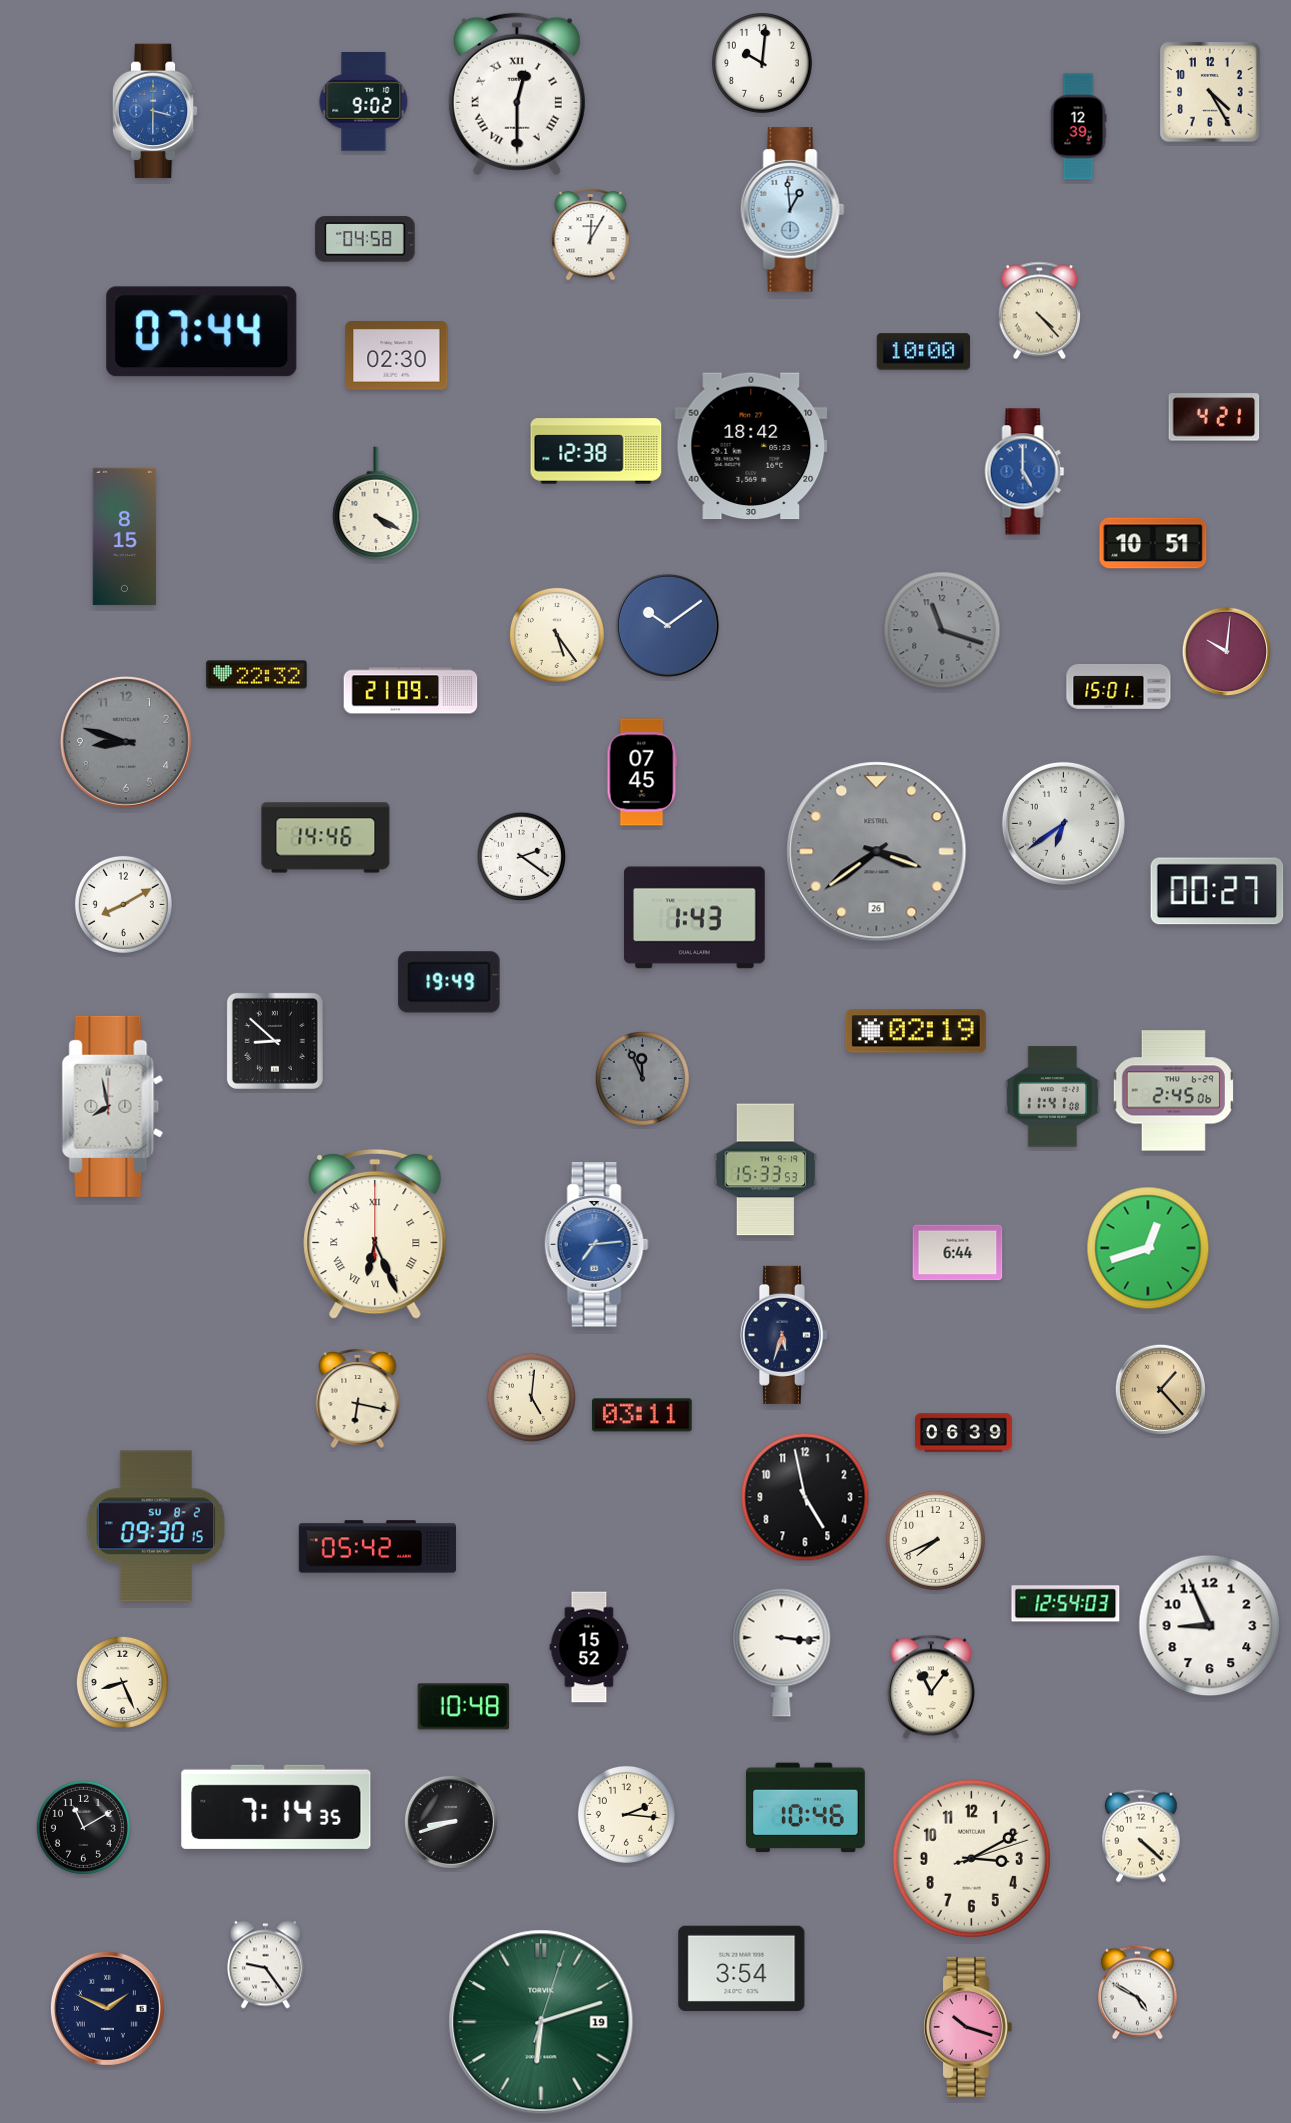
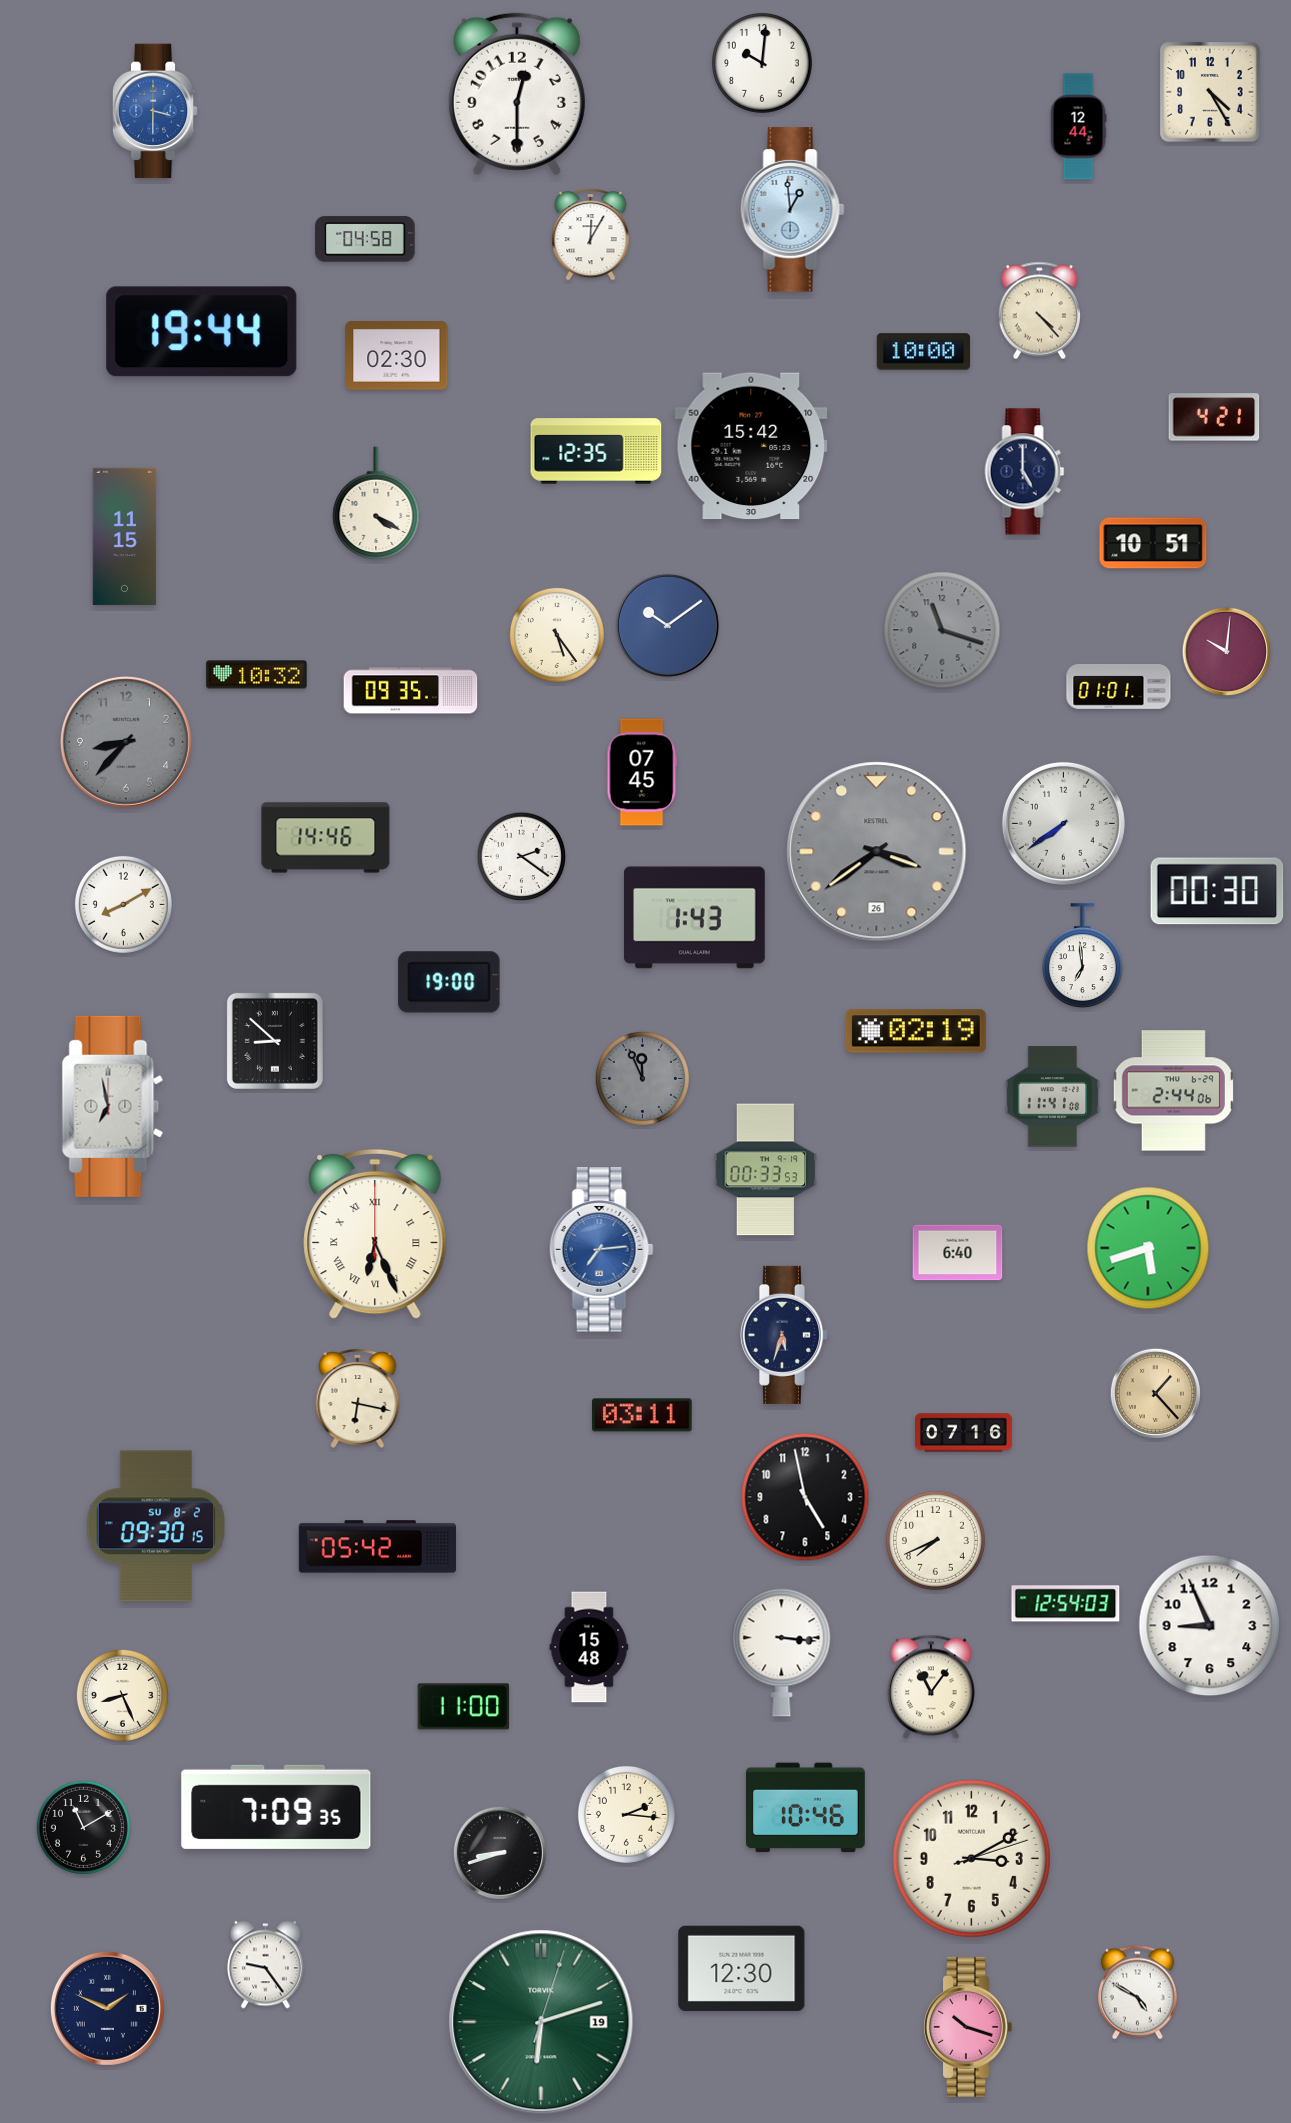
clock at (517, 94) numerals: Roman -> Arabic
clock at (364, 102): 9:02 -> none
clock at (1078, 127): 12:39 -> 12:44
clock at (202, 332): 07:44 -> 19:44
clock at (751, 446): 18:42 -> 15:42
clock at (596, 451): 12:38 -> 12:35
clock at (1025, 472) dial: blue -> navy
clock at (125, 536): 8:15 -> 11:15
clock at (257, 675): 22:32 -> 10:32
clock at (1119, 687): 15:01 -> 01:01
clock at (411, 691): 21:09 -> 09:35
clock at (126, 742): 8:48 -> 8:37
clock at (1063, 823): 6:39 -> 7:39
clock at (1217, 891): 00:27 -> 00:30
clock at (1083, 955): none -> 6:59
clock at (449, 982): 19:49 -> 19:00
clock at (1173, 1091): 2:45 -> 2:44
clock at (113, 1106): 7:58 -> 6:58
clock at (766, 1170): 15:33 -> 00:33
clock at (596, 1245) position: (596, 1245) -> (601, 1250)
clock at (1148, 1248): 12:42 -> 5:42
clock at (958, 1253): 6:44 -> 6:40
clock at (1160, 1389) position: (1160, 1389) -> (1155, 1393)
clock at (531, 1397): 5:01 -> none
clock at (963, 1433): 06:39 -> 07:16
clock at (589, 1647): 15:52 -> 15:48
clock at (122, 1682) position: (122, 1682) -> (122, 1695)
clock at (464, 1707): 10:48 -> 11:00
clock at (276, 1807): 7:14 -> 7:09
clock at (451, 1822) position: (451, 1822) -> (500, 1853)
clock at (1141, 1836): 4:22 -> none
clock at (742, 1968): 3:54 -> 12:30
